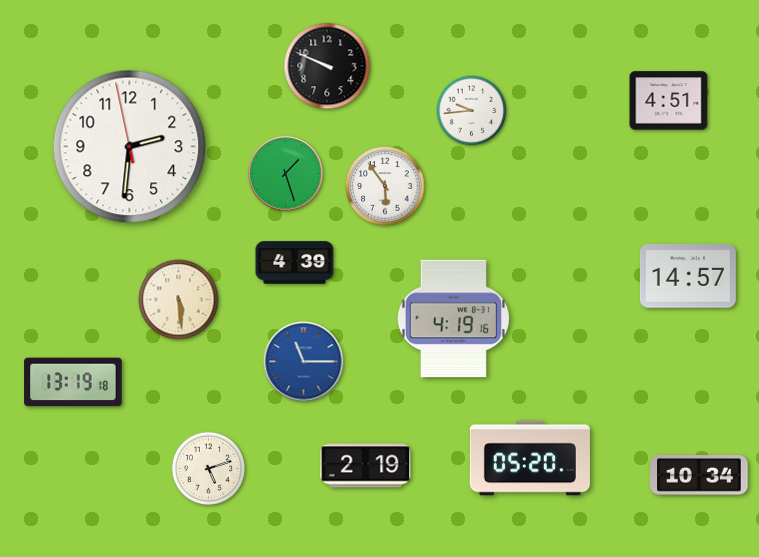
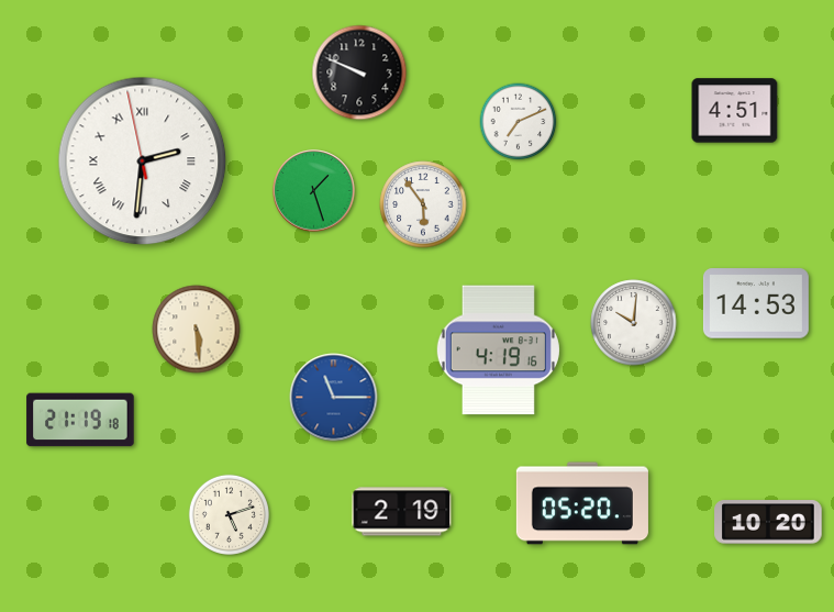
clock at (472, 111): 9:44 -> 7:11
clock at (130, 147) numerals: Arabic -> Roman
clock at (295, 263): 4:39 -> none
clock at (688, 276): 14:57 -> 14:53
clock at (634, 323): none -> 10:01
clock at (73, 382): 13:19 -> 21:19
clock at (699, 475): 10:34 -> 10:20
